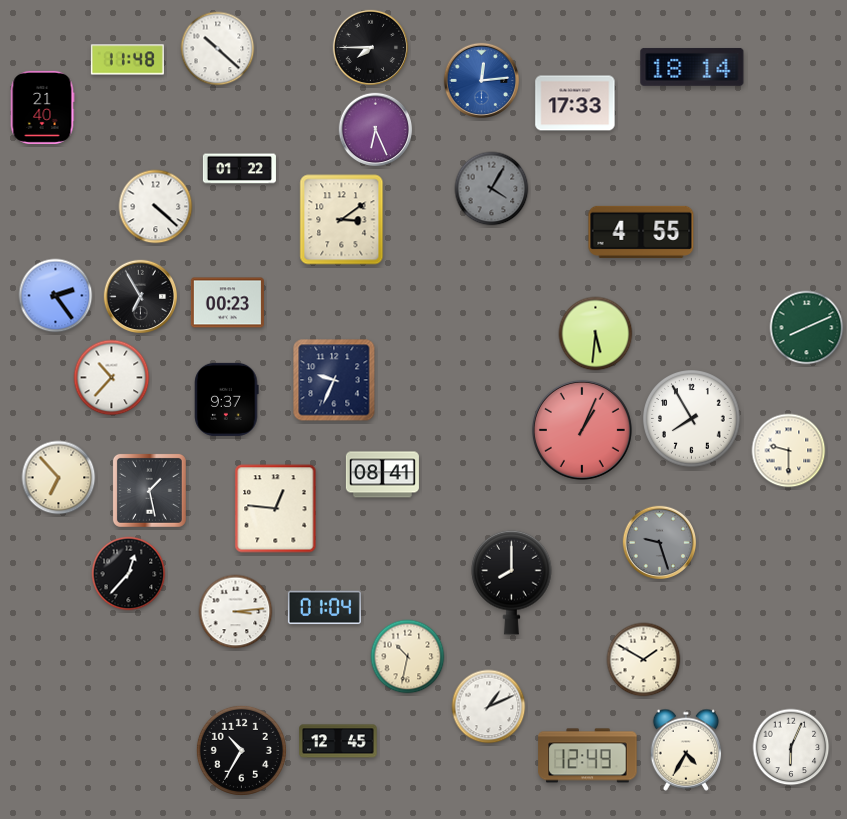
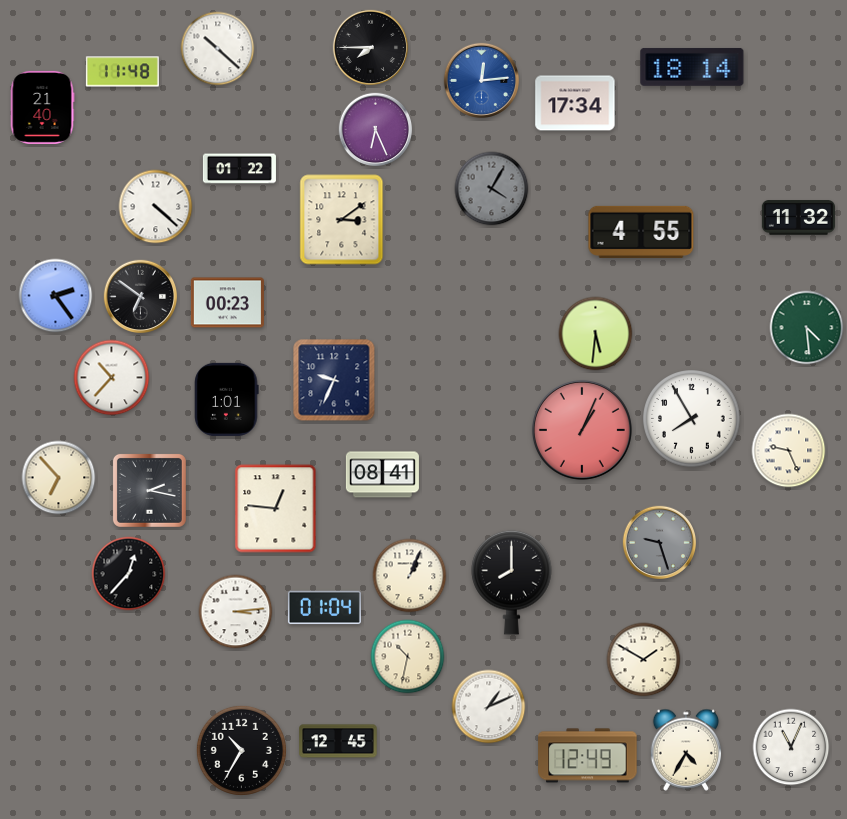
clock at (127, 60) position: (127, 60) -> (122, 72)
clock at (575, 103): 17:33 -> 17:34
clock at (798, 218): none -> 11:32
clock at (141, 297): 6:55 -> 6:51
clock at (807, 328): 8:11 -> 4:29
clock at (227, 399): 9:37 -> 1:01
clock at (789, 451): 9:30 -> 9:26
clock at (149, 490): 1:28 -> 2:17
clock at (410, 576): none -> 1:04
clock at (791, 747): 6:04 -> 11:04
